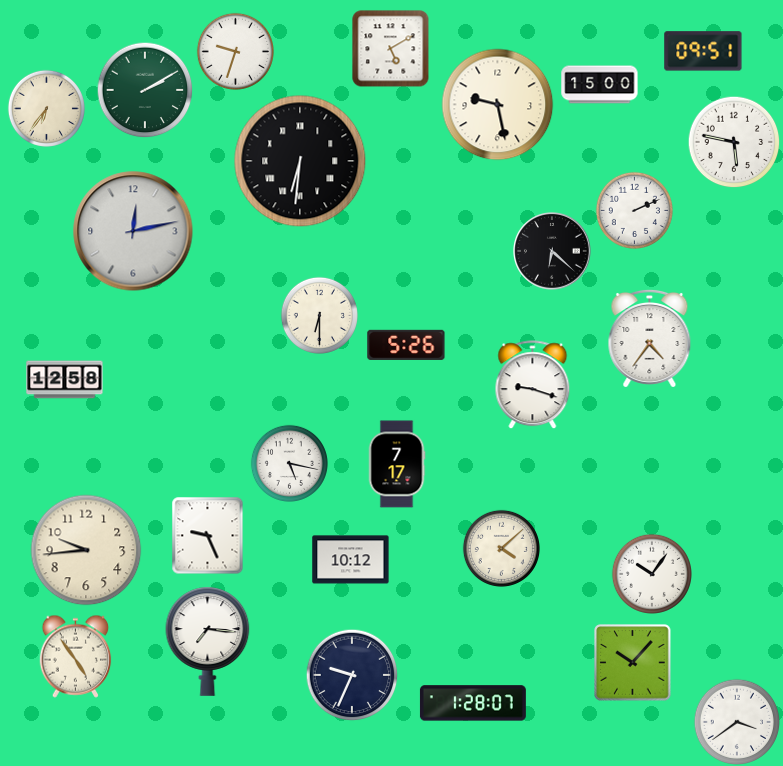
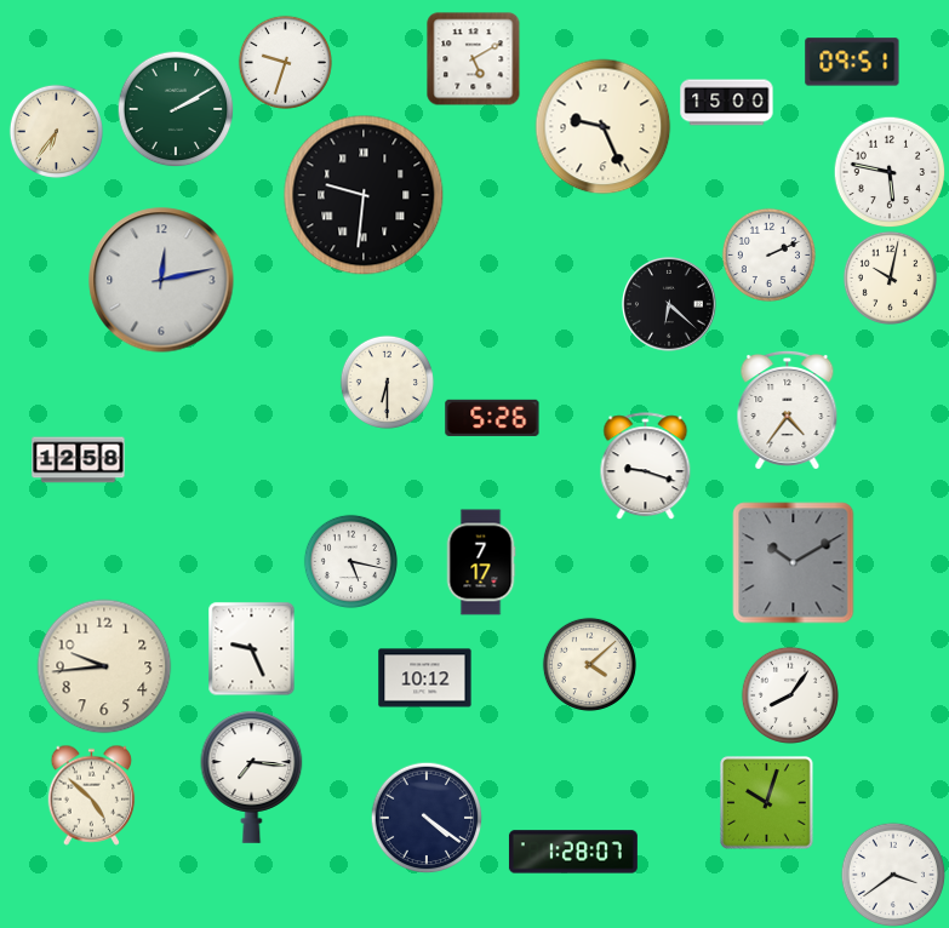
clock at (498, 105): 9:28 -> 9:26
clock at (300, 161): 6:31 -> 9:31
clock at (890, 277): none -> 10:02
clock at (794, 563): none -> 10:10
clock at (501, 548) position: (501, 548) -> (589, 664)
clock at (652, 574): 10:06 -> 8:06
clock at (76, 656): 4:54 -> 4:52
clock at (633, 663): 10:07 -> 10:03
clock at (352, 675): 9:34 -> 4:21
